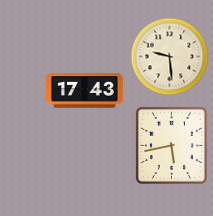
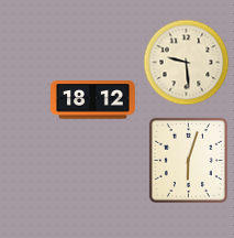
clock at (85, 91): 17:43 -> 18:12
clock at (171, 145): 5:43 -> 6:03
